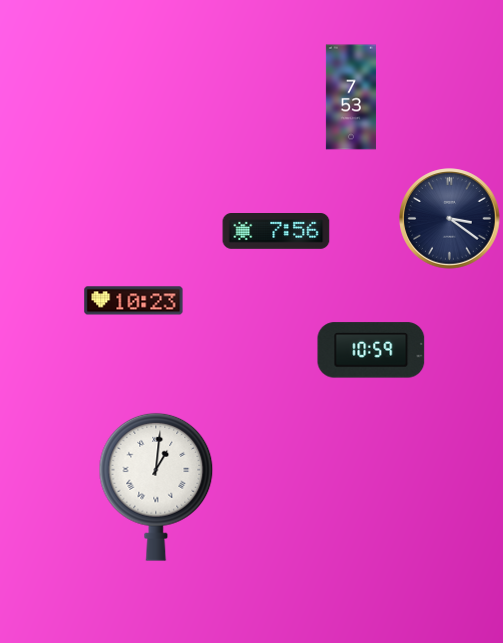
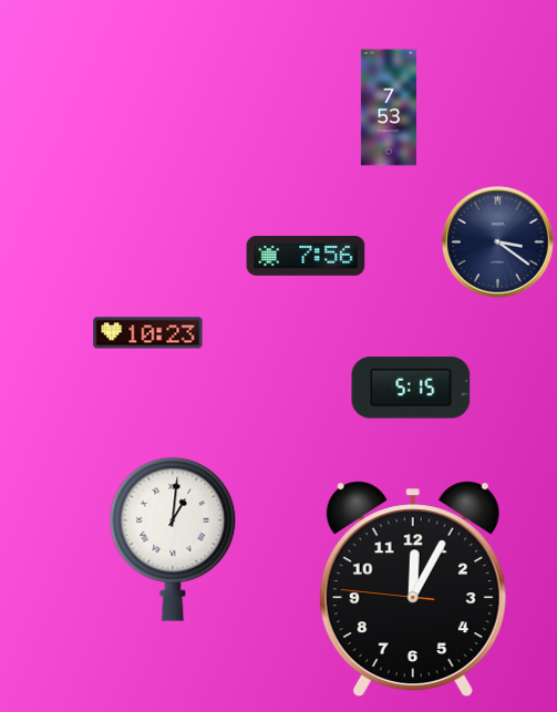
clock at (371, 350): 10:59 -> 5:15
clock at (413, 589): none -> 12:04
